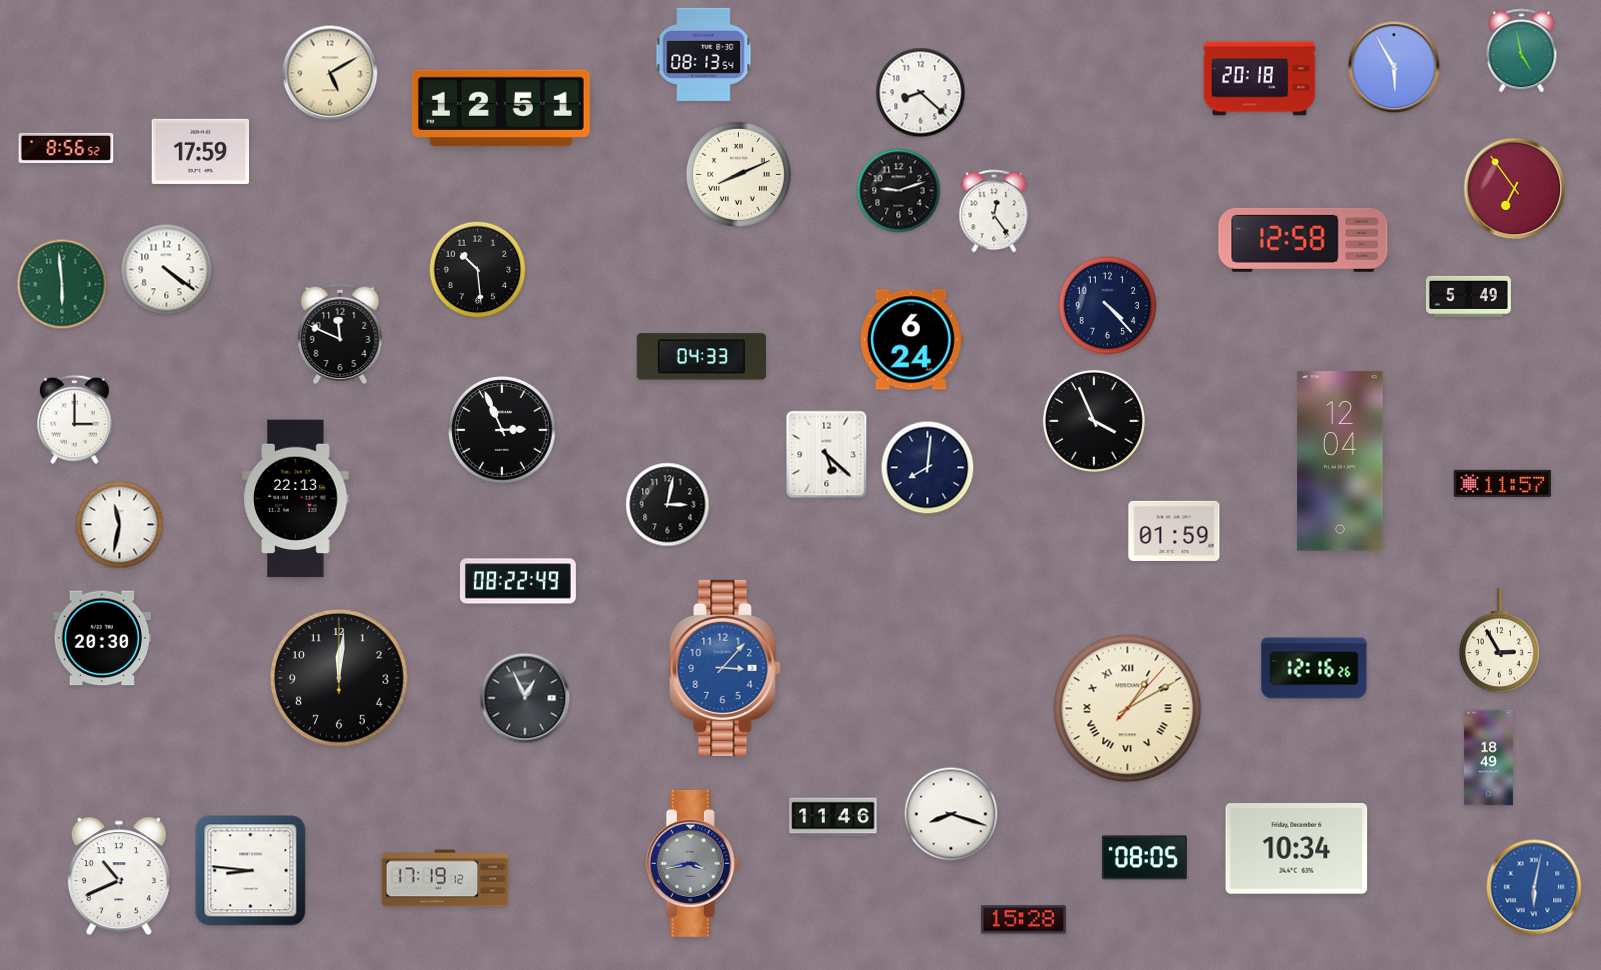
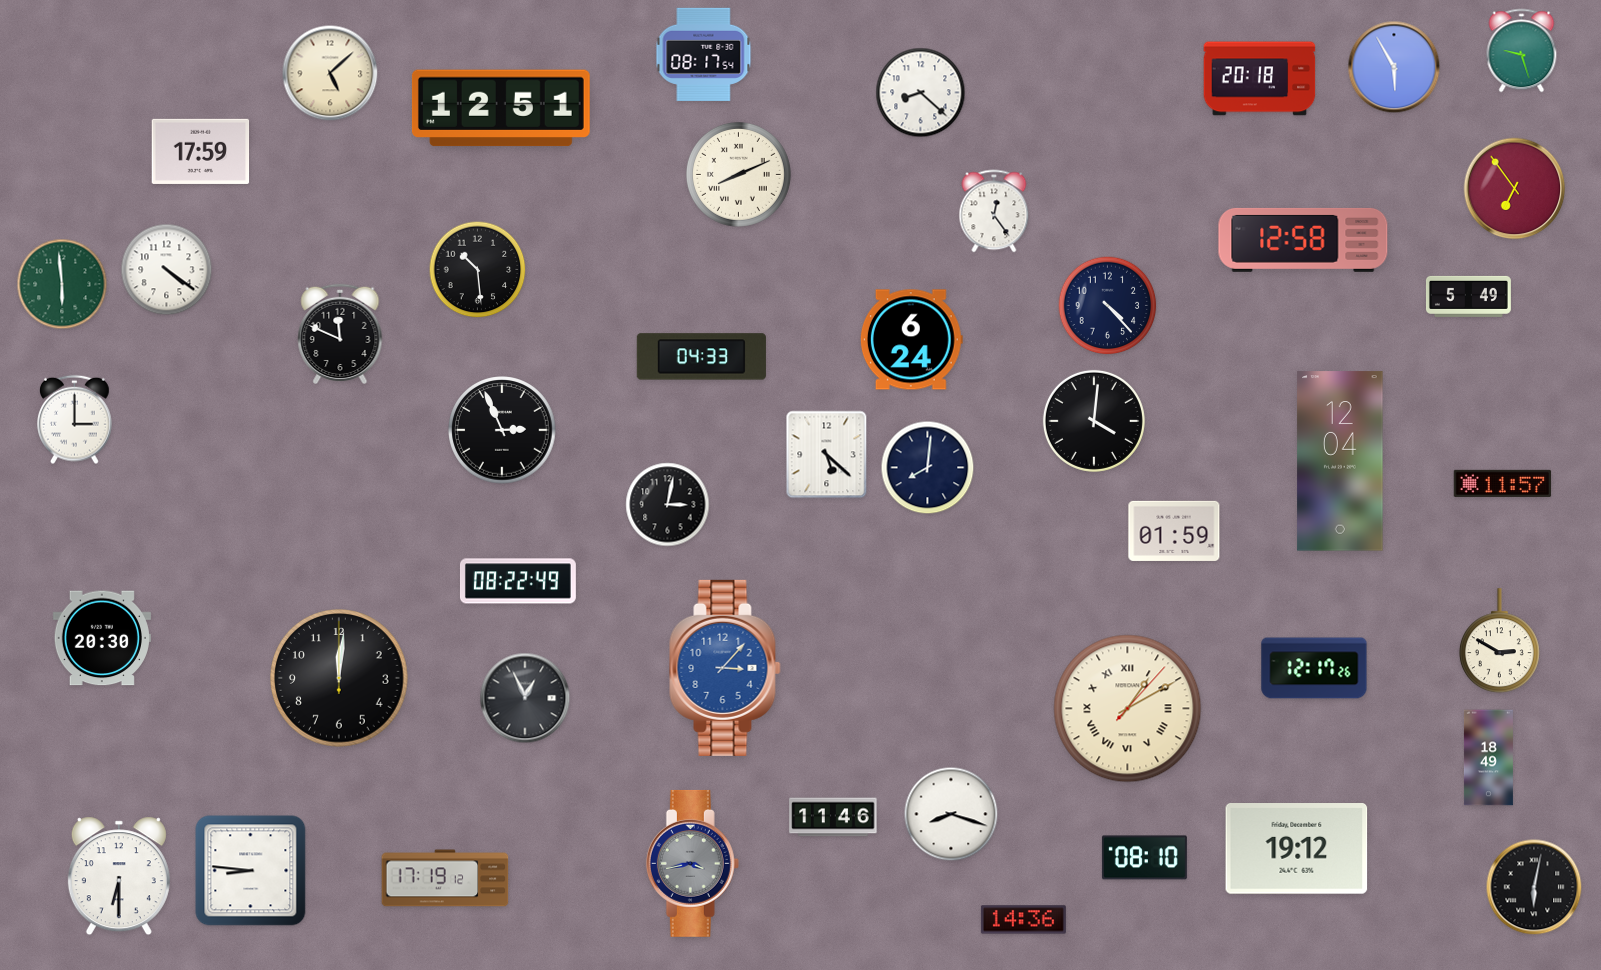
clock at (1522, 51): 4:58 -> 9:27
clock at (704, 54): 08:13 -> 08:17
clock at (330, 73): 5:10 -> 5:08
clock at (66, 148): 8:56 -> none
clock at (899, 191): 9:12 -> none
clock at (1094, 421): 3:56 -> 4:01
clock at (296, 499): 22:13 -> none
clock at (120, 525): 11:32 -> none
clock at (1499, 641): 2:55 -> 2:50
clock at (1314, 668): 12:16 -> 12:17
clock at (1297, 849): 10:34 -> 19:12
clock at (1144, 858): 08:05 -> 08:10
clock at (119, 876): 10:41 -> 6:30
clock at (1534, 887) dial: blue -> black
clock at (1023, 920): 15:28 -> 14:36
